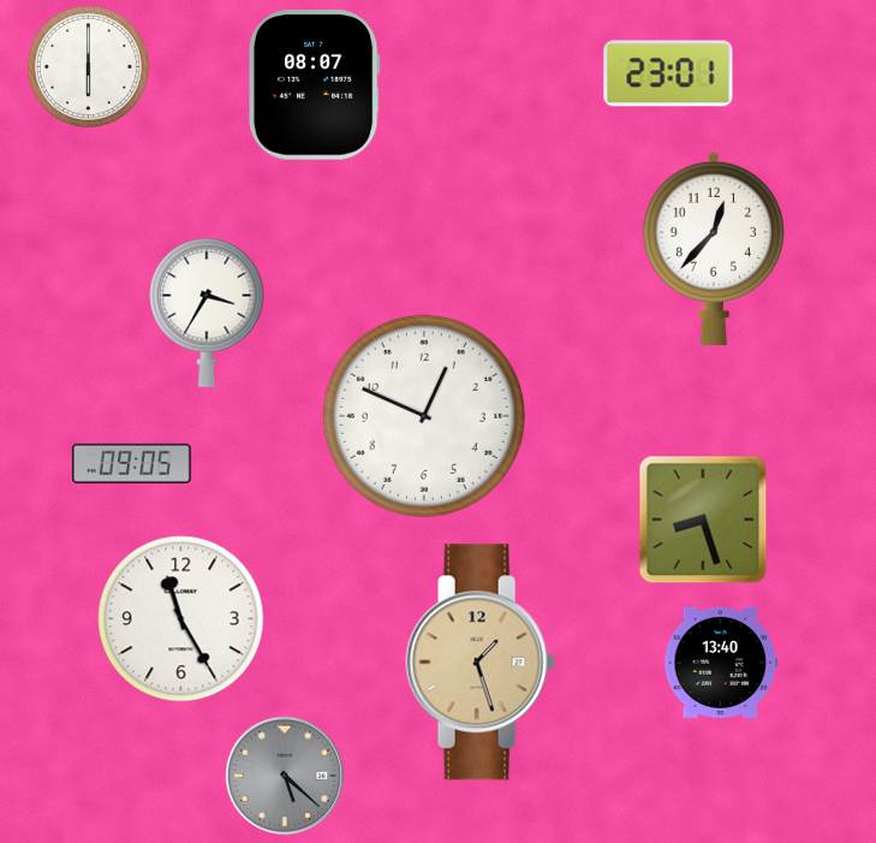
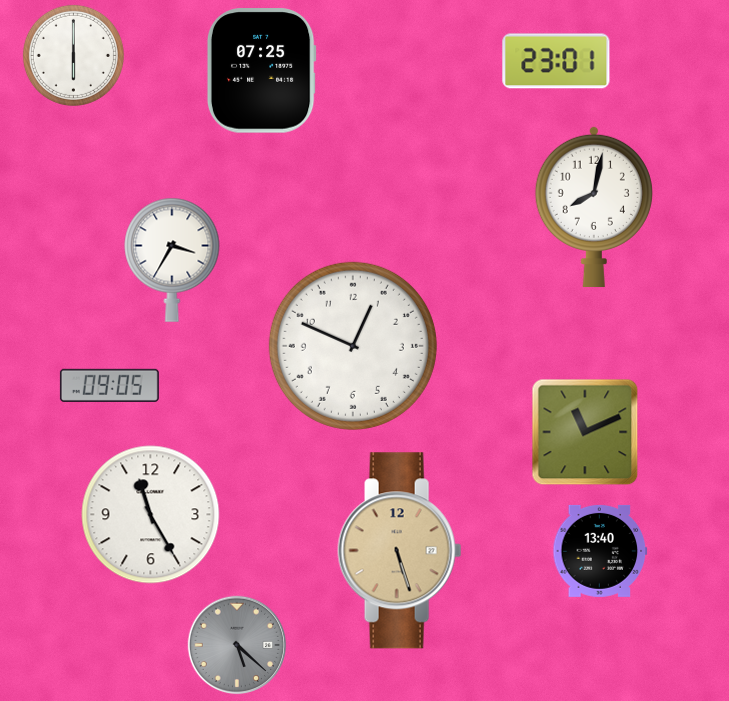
clock at (314, 85): 08:07 -> 07:25
clock at (714, 248): 12:37 -> 8:02
clock at (703, 520): 8:27 -> 11:11
clock at (481, 663): 1:27 -> 5:27
